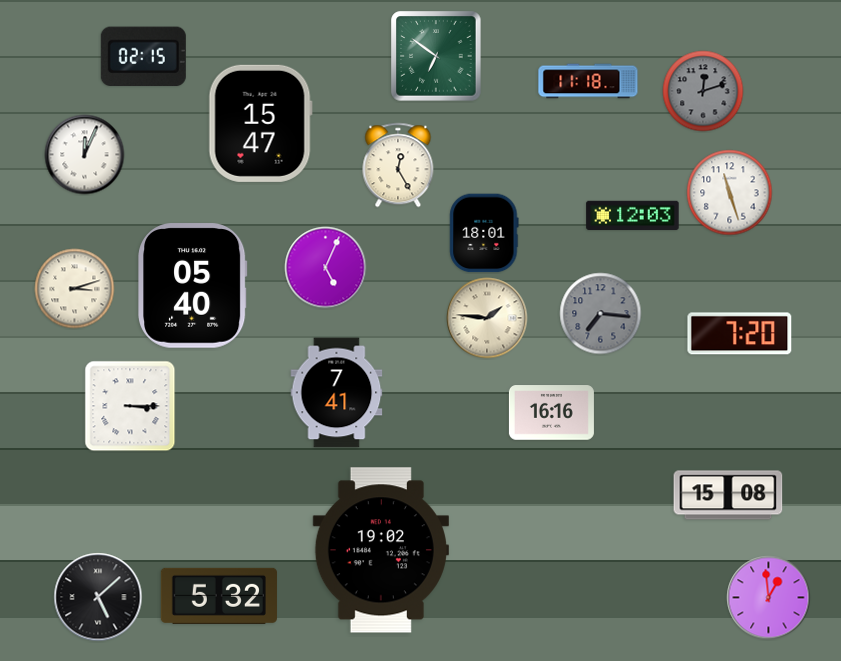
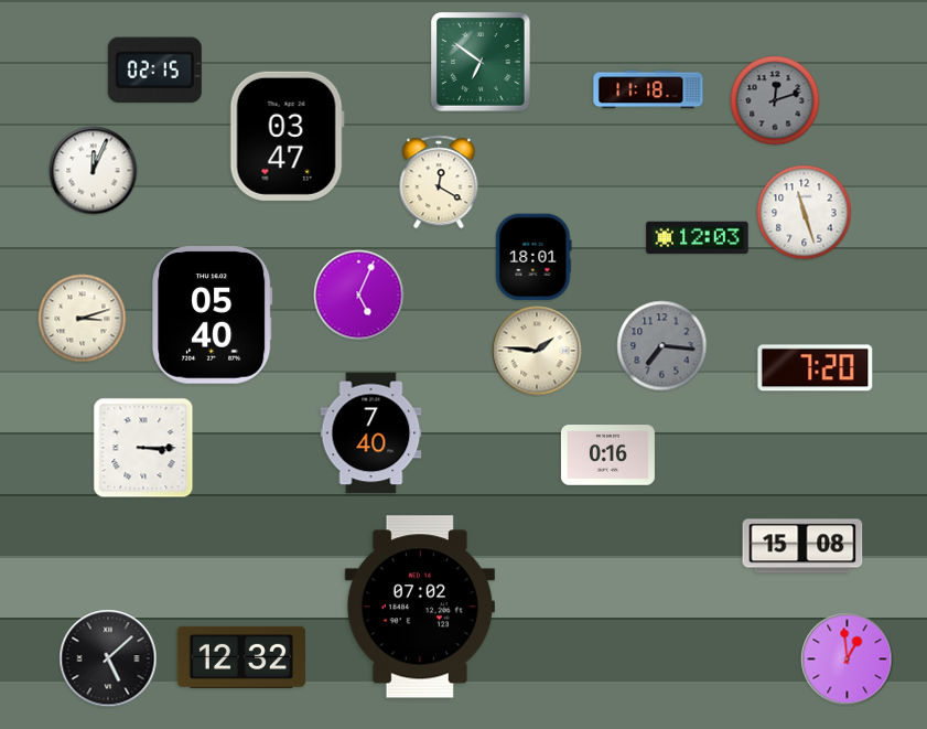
clock at (143, 56) position: (143, 56) -> (154, 69)
clock at (260, 123): 15:47 -> 03:47
clock at (398, 165): 12:25 -> 12:20
clock at (337, 393): 7:41 -> 7:40
clock at (551, 413): 16:16 -> 0:16
clock at (381, 550): 19:02 -> 07:02
clock at (219, 596): 5:32 -> 12:32
